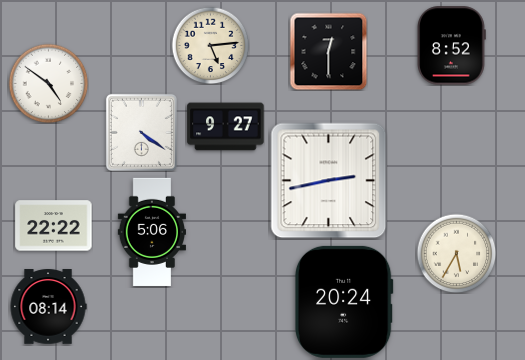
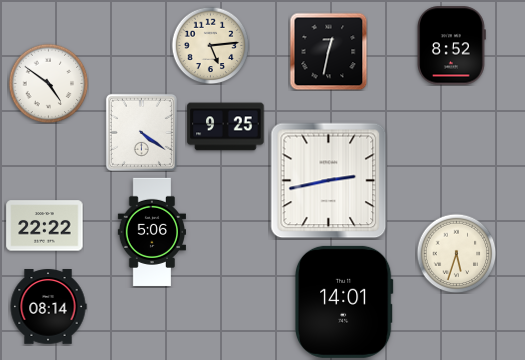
clock at (328, 51): 12:30 -> 12:32
clock at (226, 127): 9:27 -> 9:25
clock at (54, 226) position: (54, 226) -> (45, 226)
clock at (456, 253): 5:35 -> 5:33
clock at (344, 302): 20:24 -> 14:01
